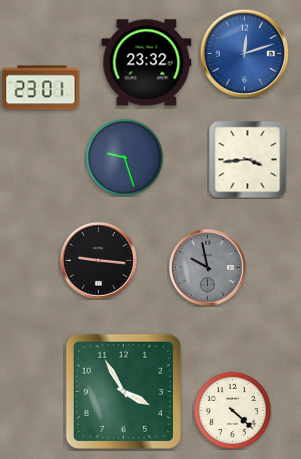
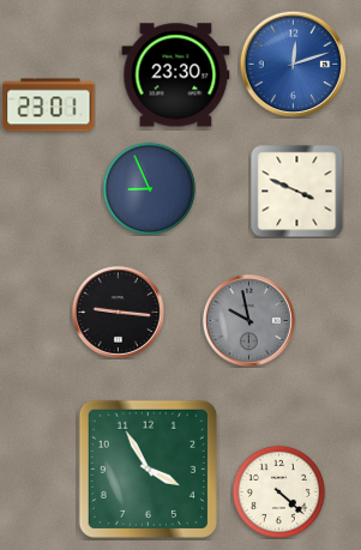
clock at (147, 63): 23:32 -> 23:30
clock at (124, 157): 9:27 -> 8:56
clock at (247, 160): 3:44 -> 3:49
